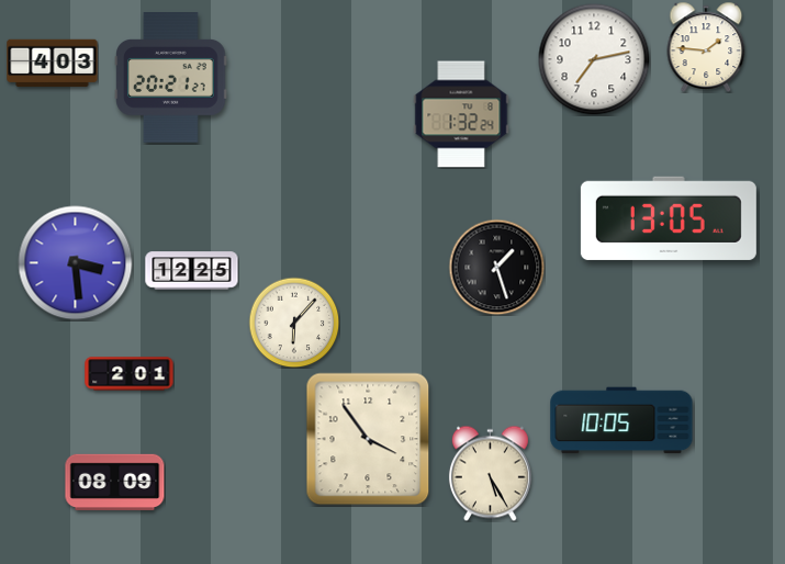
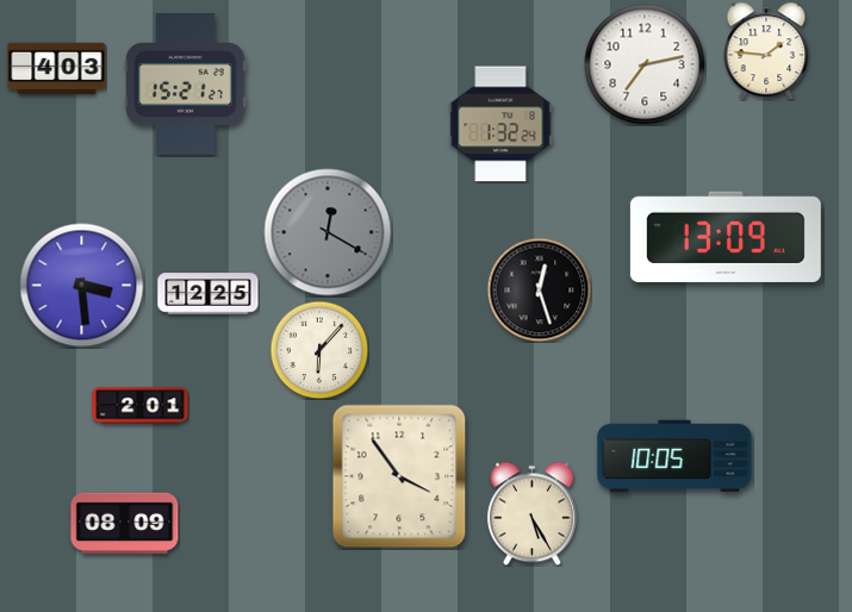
clock at (171, 78): 20:21 -> 15:21
clock at (328, 232): none -> 12:20
clock at (669, 218): 13:05 -> 13:09
clock at (496, 267): 1:27 -> 12:27
